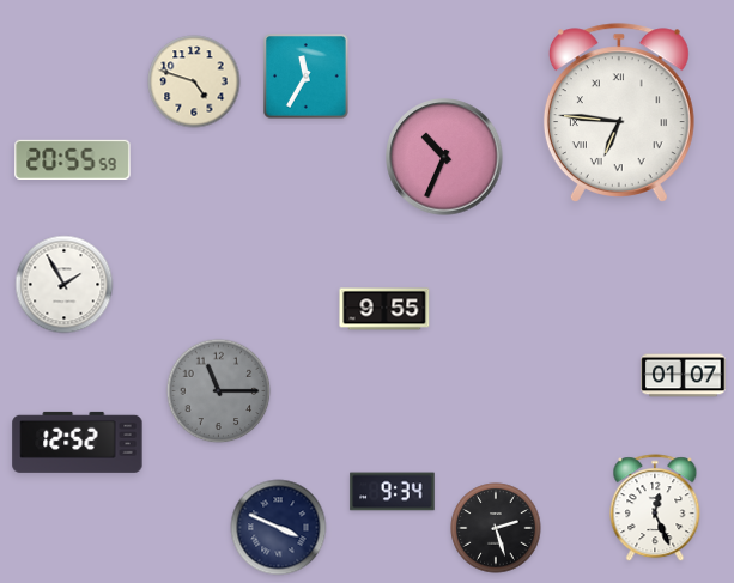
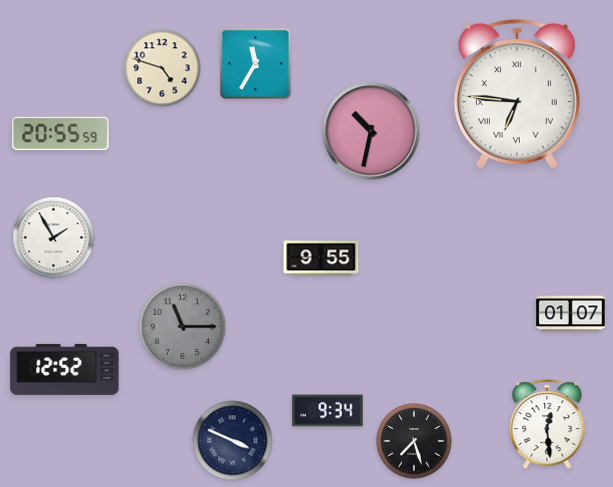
clock at (444, 157): 10:34 -> 10:32
clock at (655, 509): 12:26 -> 12:29
clock at (496, 528): 2:27 -> 7:27
